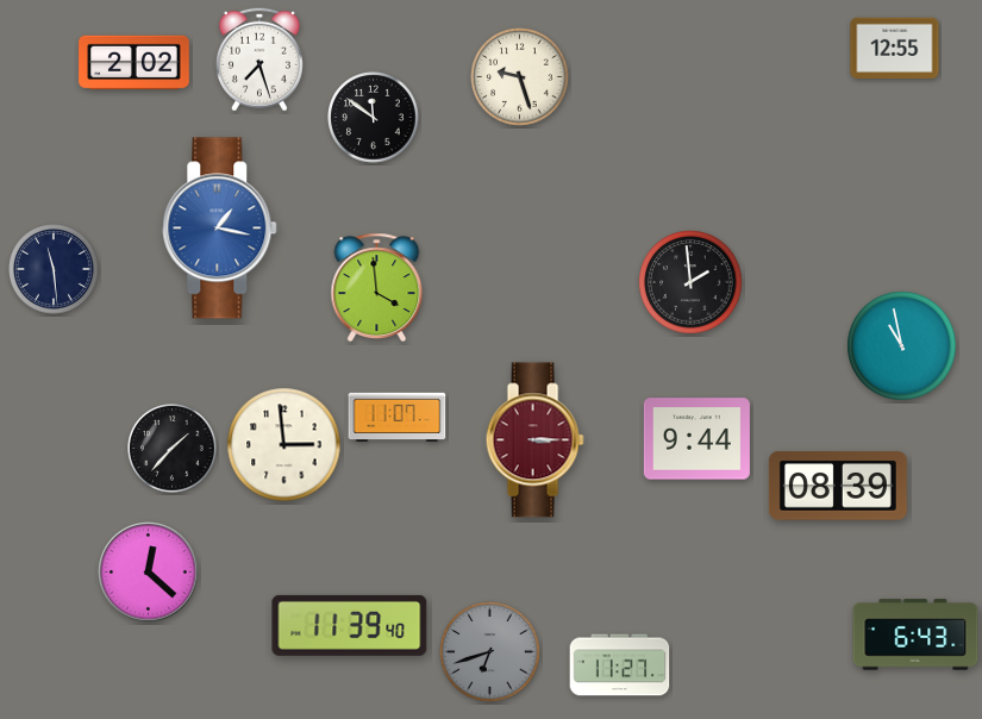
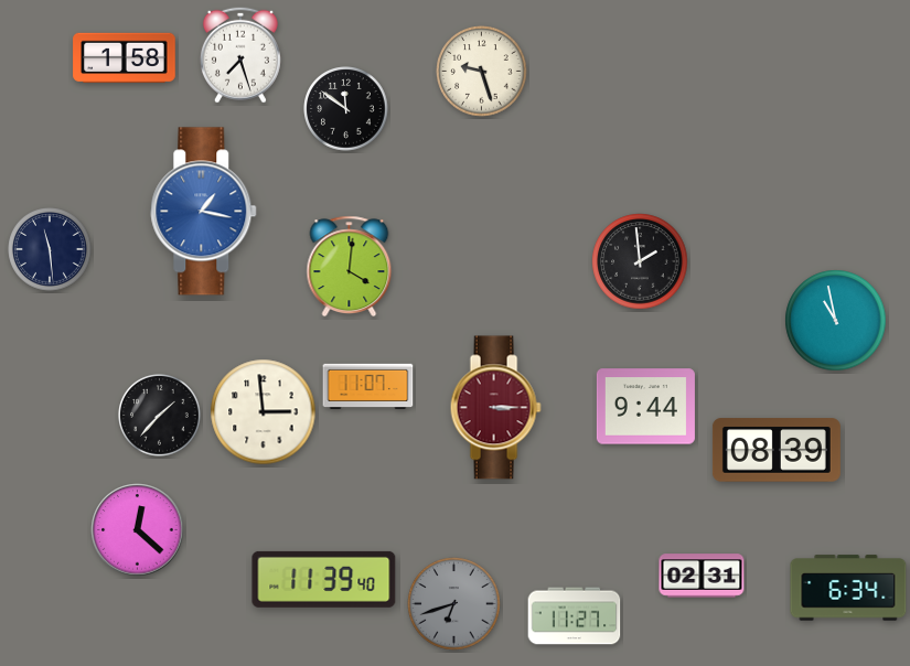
clock at (895, 48): 12:55 -> none
clock at (135, 63): 2:02 -> 1:58
clock at (377, 288): 3:59 -> 4:01
clock at (702, 576): none -> 02:31
clock at (915, 634): 6:43 -> 6:34
